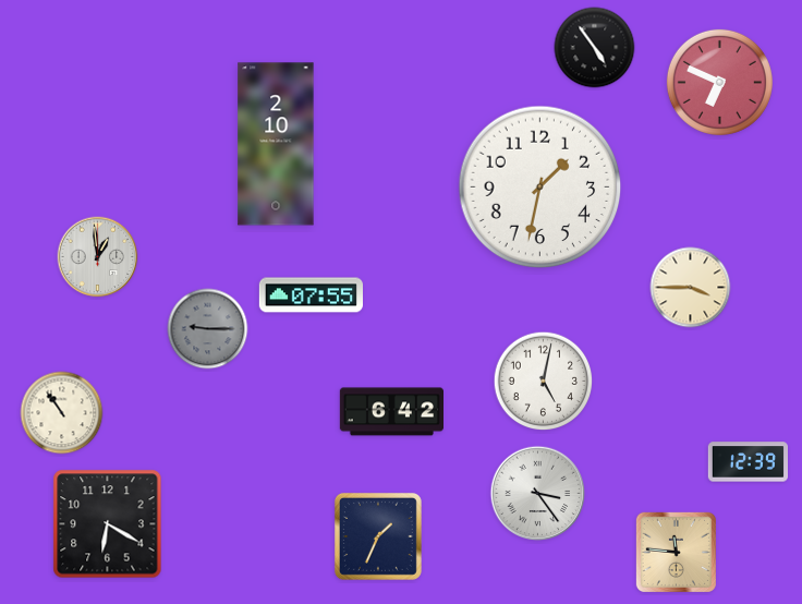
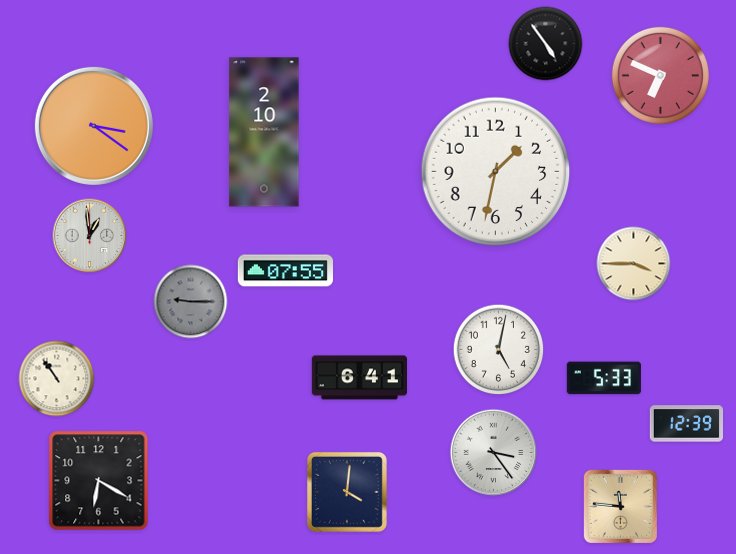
clock at (94, 126): none -> 3:21
clock at (276, 144) position: (276, 144) -> (264, 132)
clock at (391, 412): 6:42 -> 6:41
clock at (604, 378): none -> 5:33
clock at (378, 536): 1:34 -> 4:01
